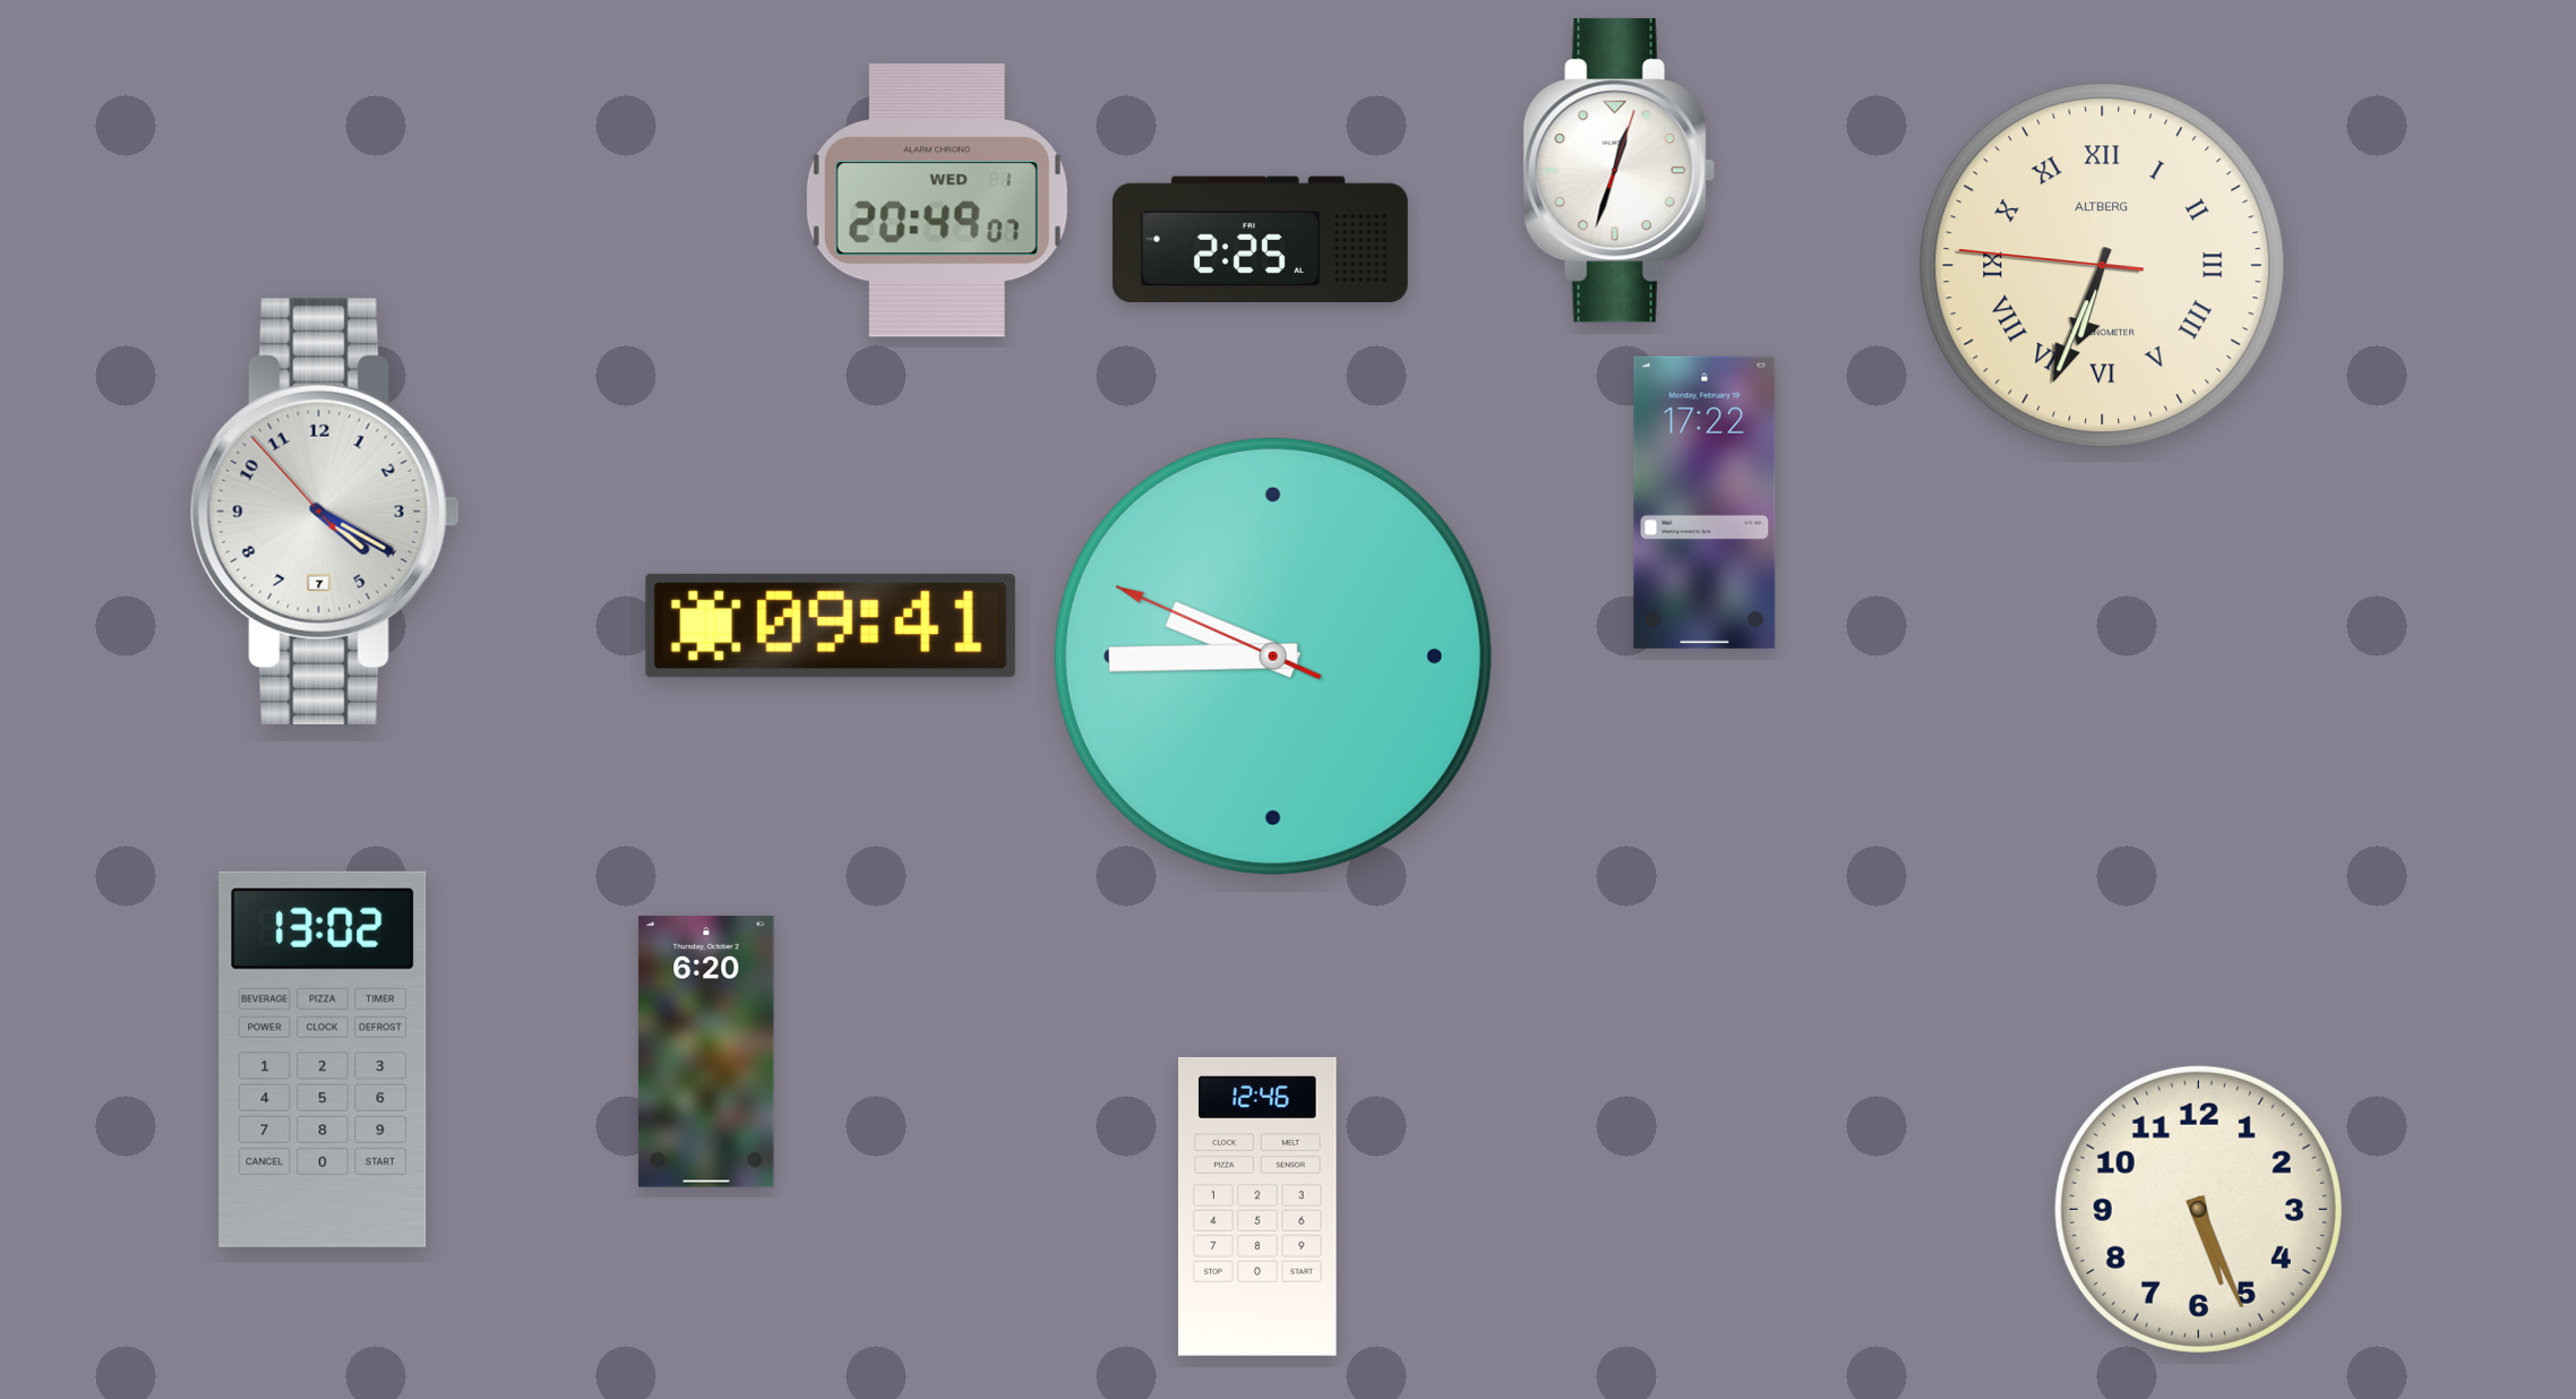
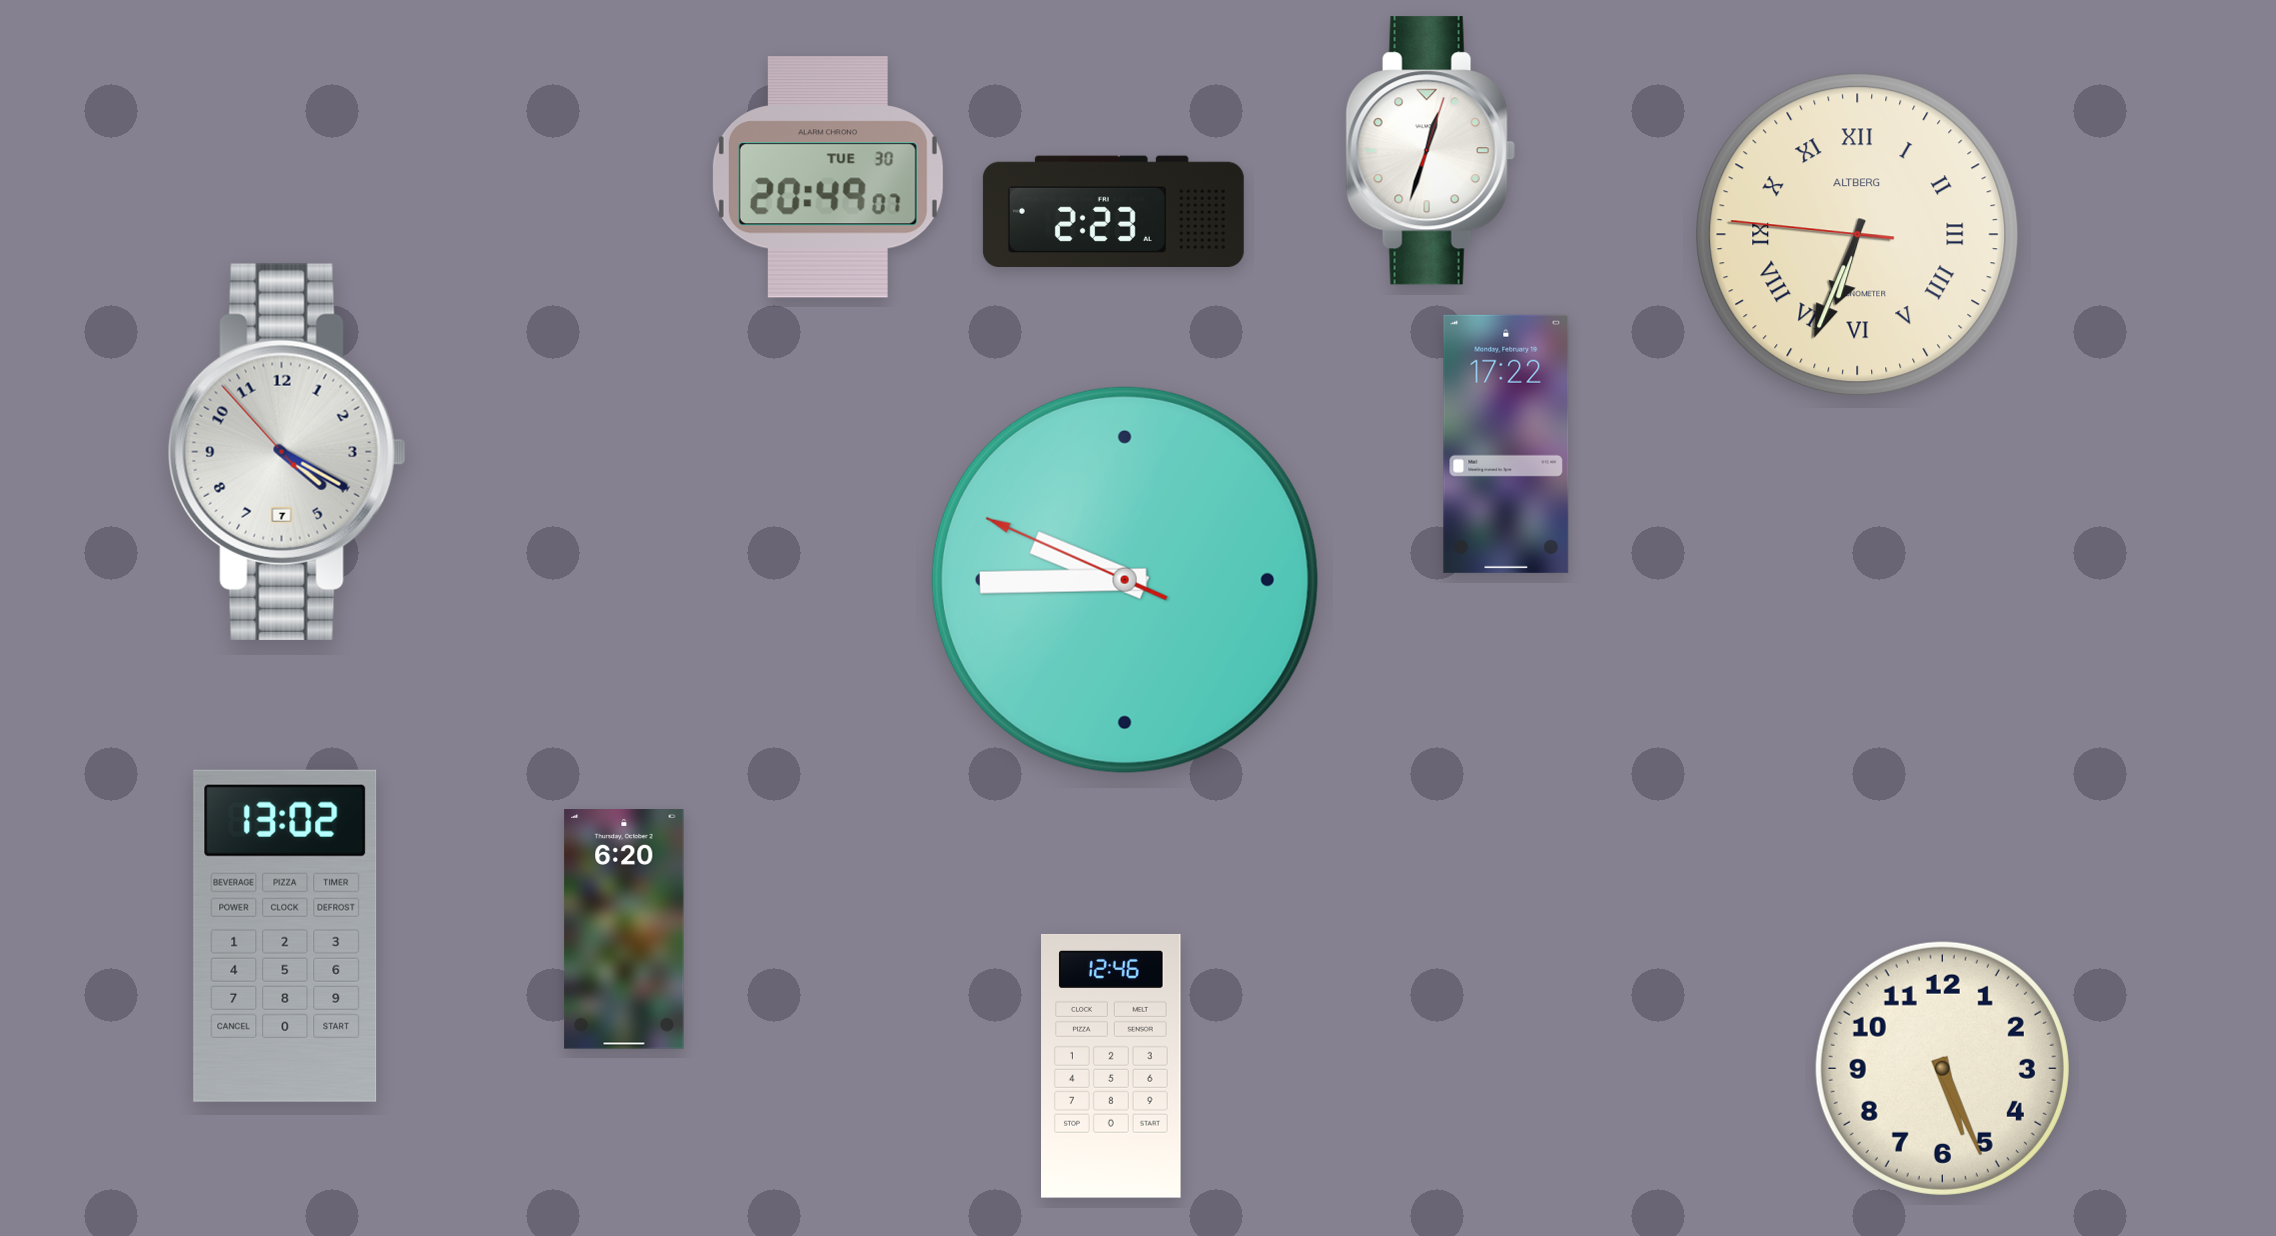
clock at (937, 200) date: WED 1 -> TUE 30
clock at (1260, 239): 2:25 -> 2:23
clock at (831, 626): 09:41 -> none
